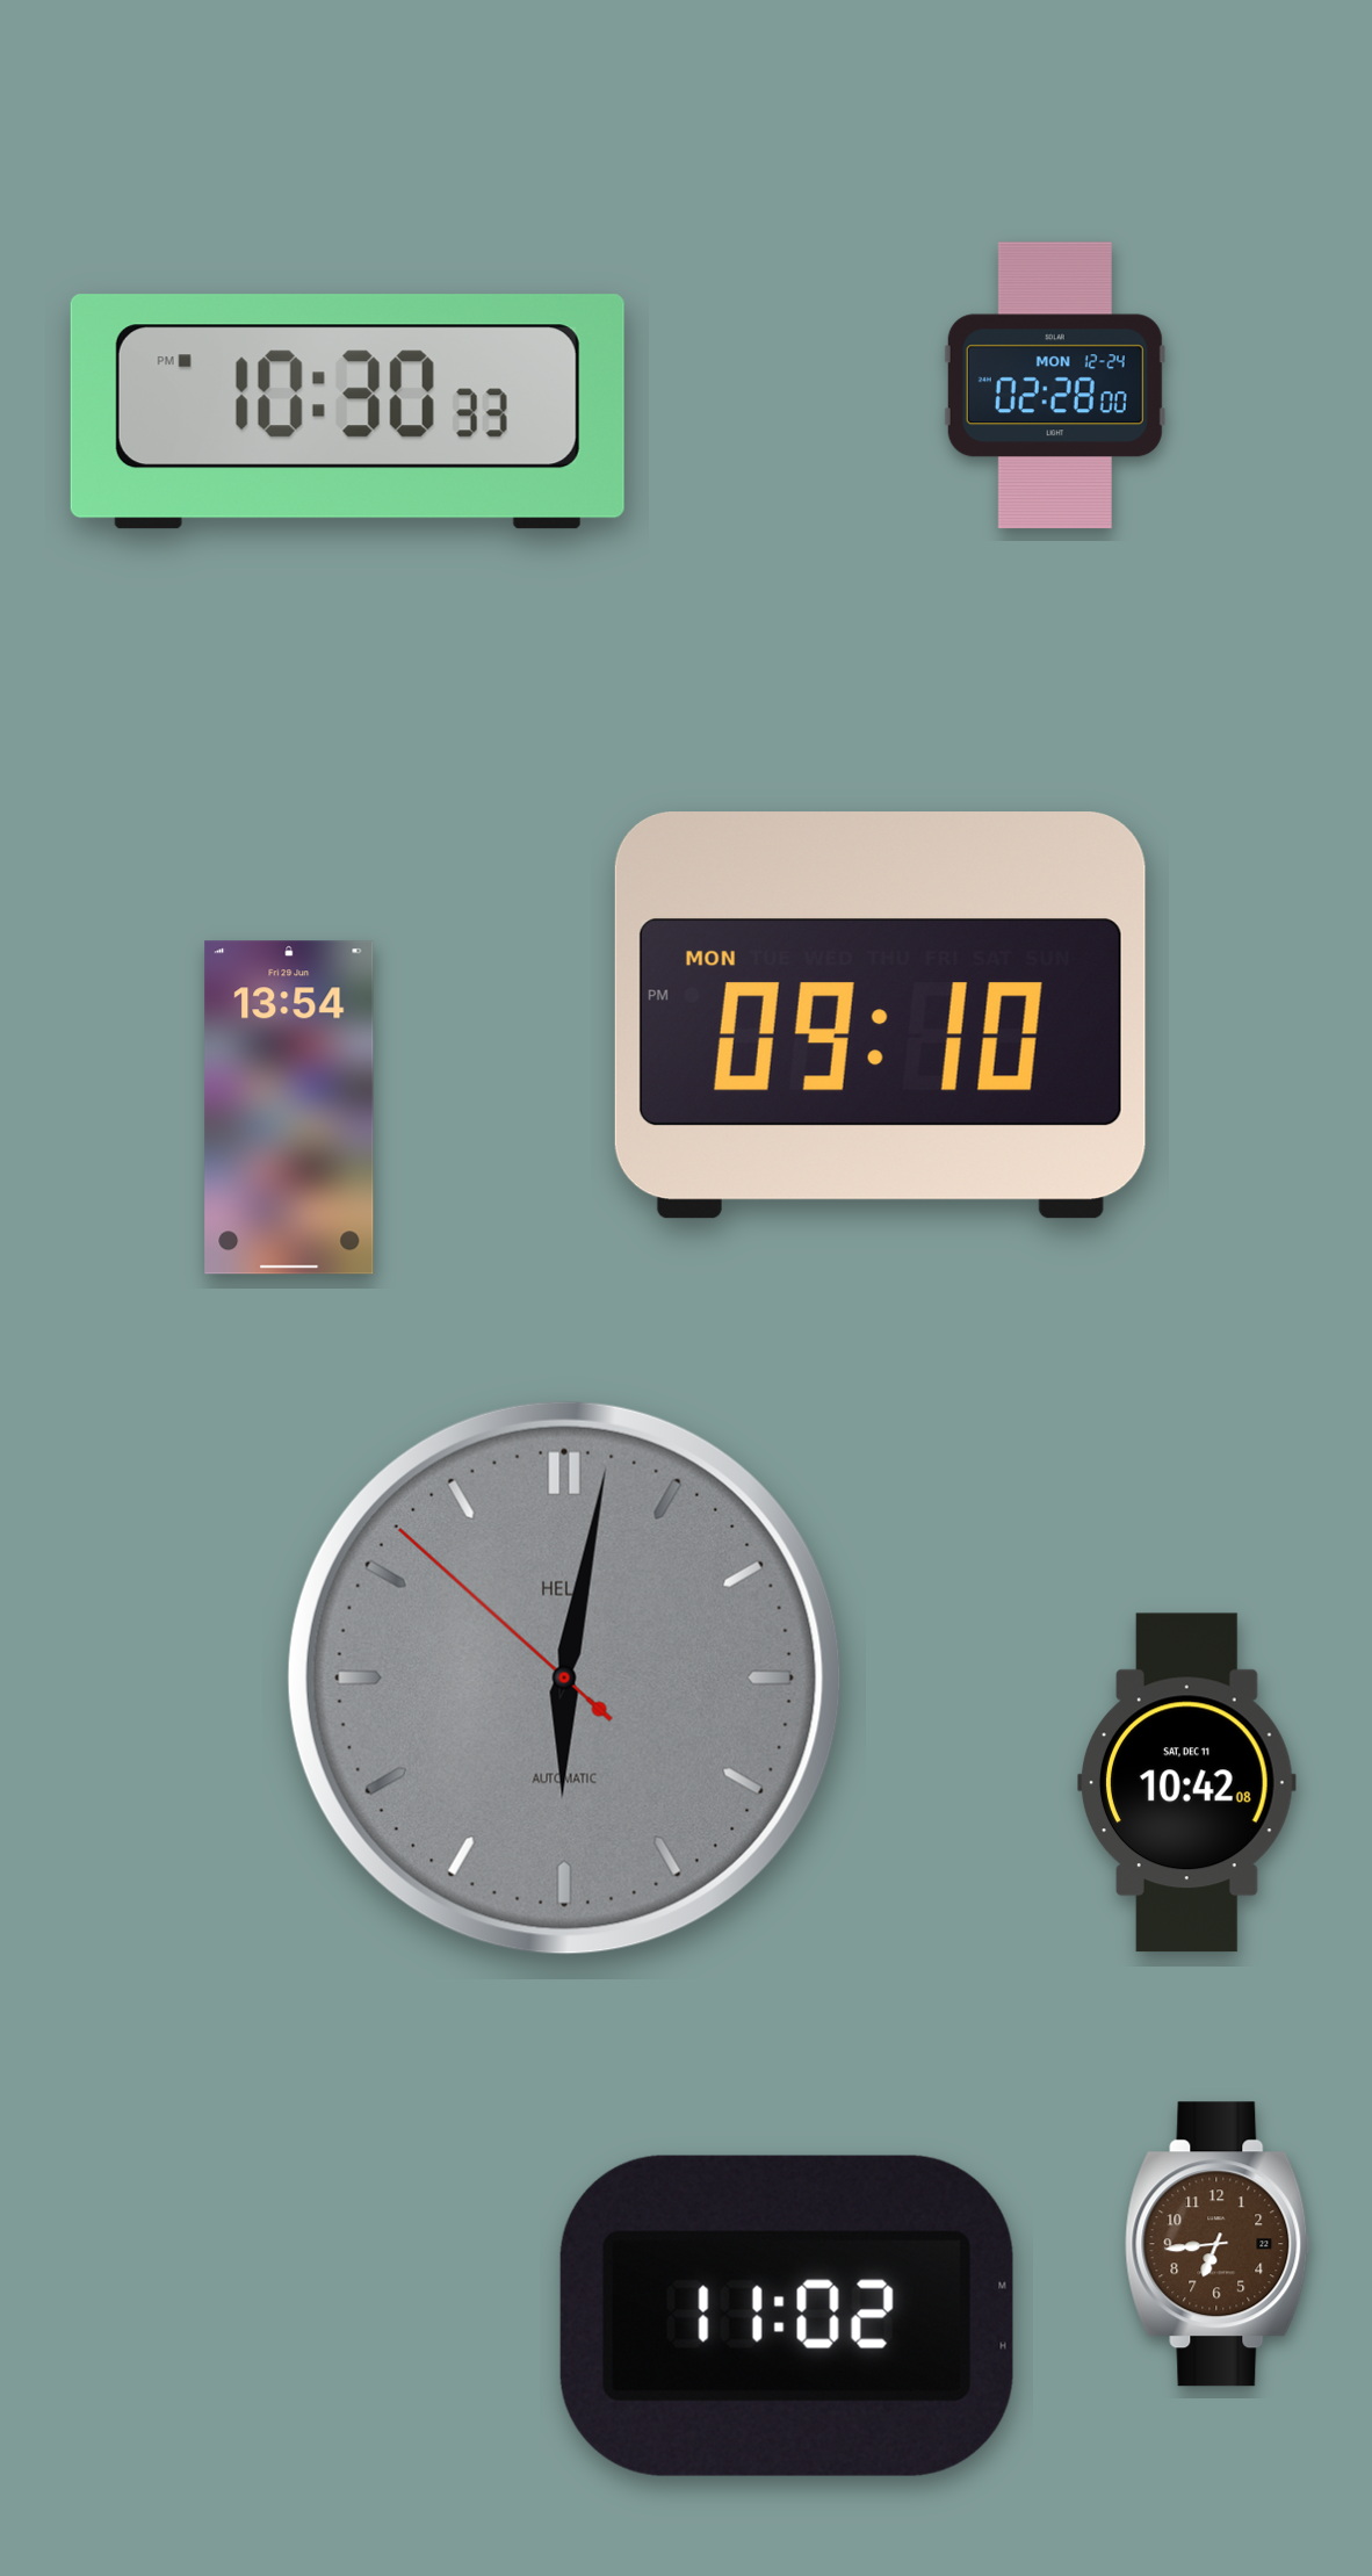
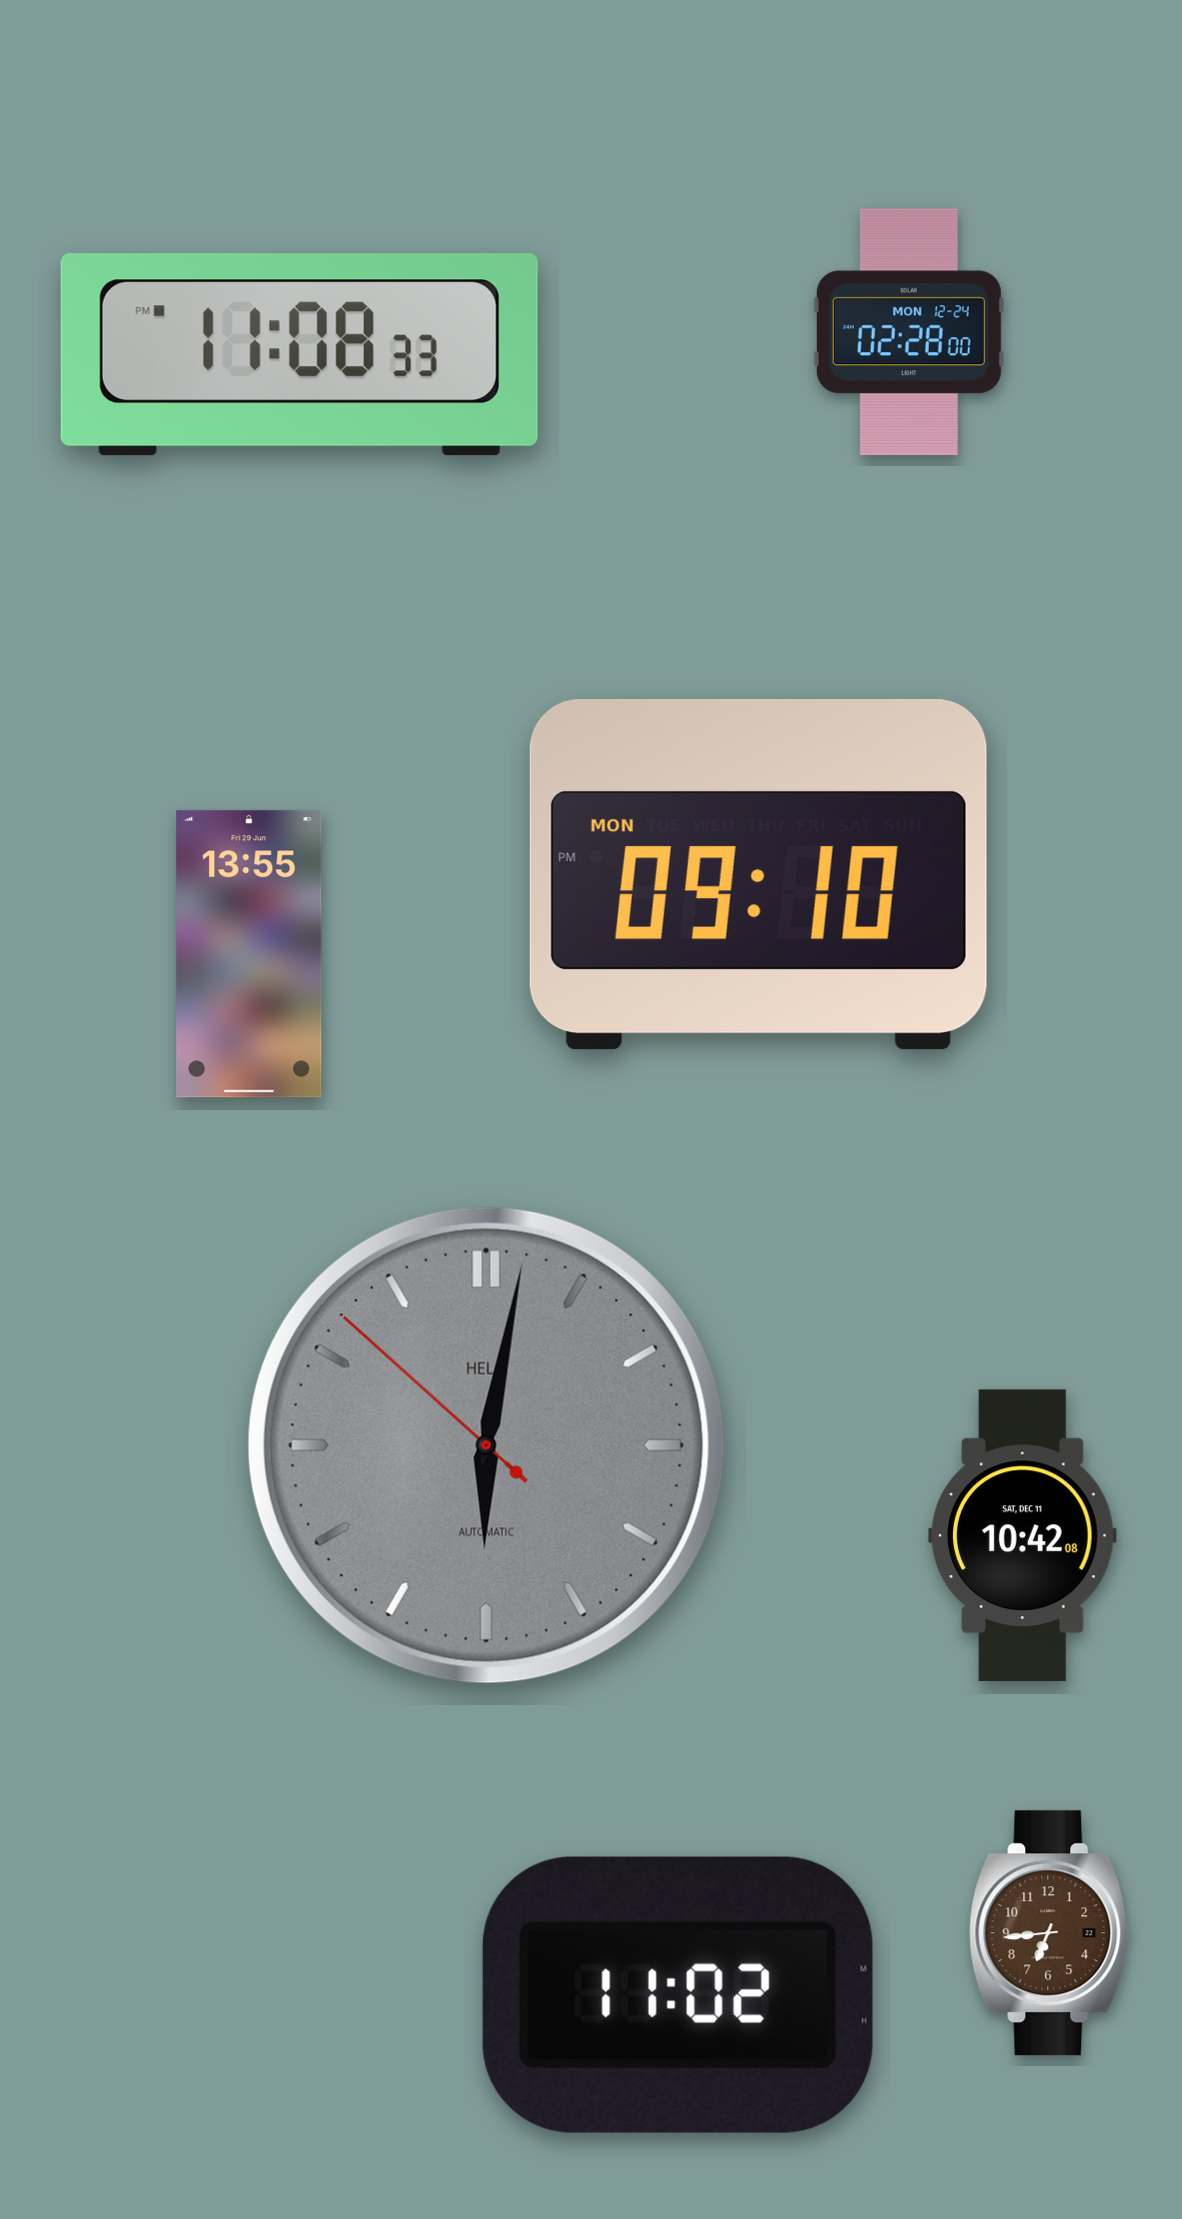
clock at (347, 412): 10:30 -> 11:08
clock at (289, 1107): 13:54 -> 13:55
